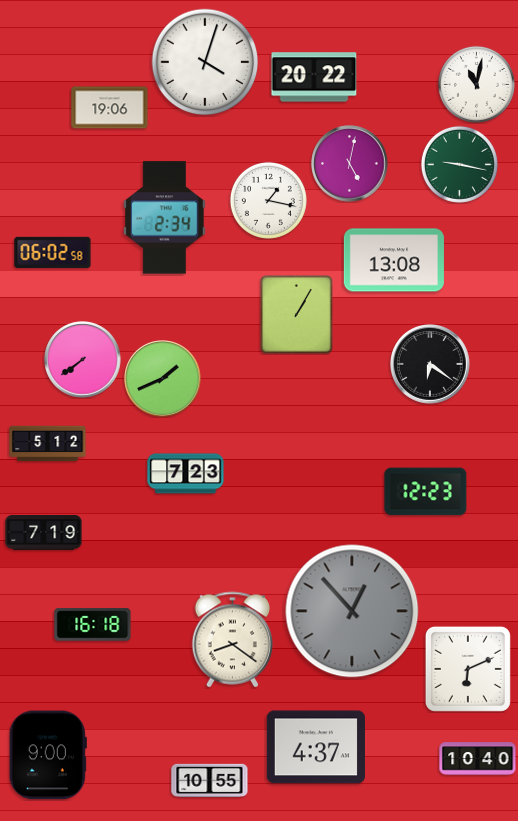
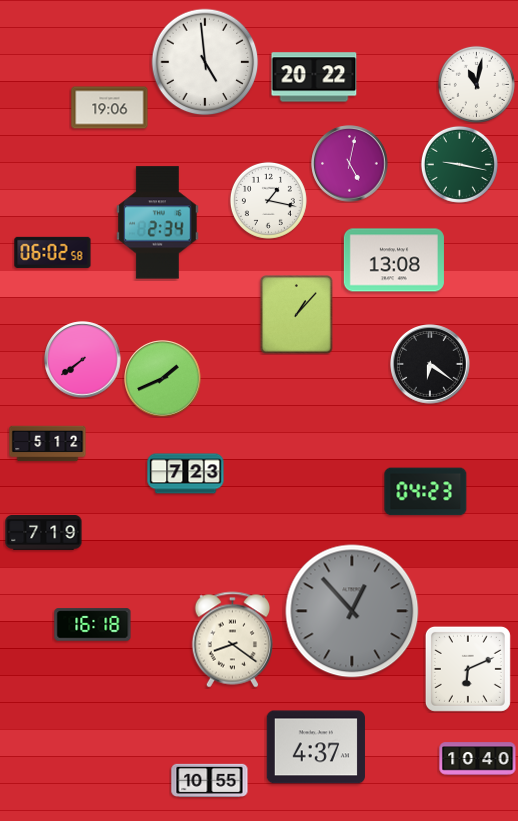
clock at (205, 62): 4:03 -> 4:59
clock at (165, 218) position: (165, 218) -> (158, 223)
clock at (297, 315): 1:05 -> 1:07
clock at (426, 492): 12:23 -> 04:23
clock at (48, 755): 9:00 -> none
